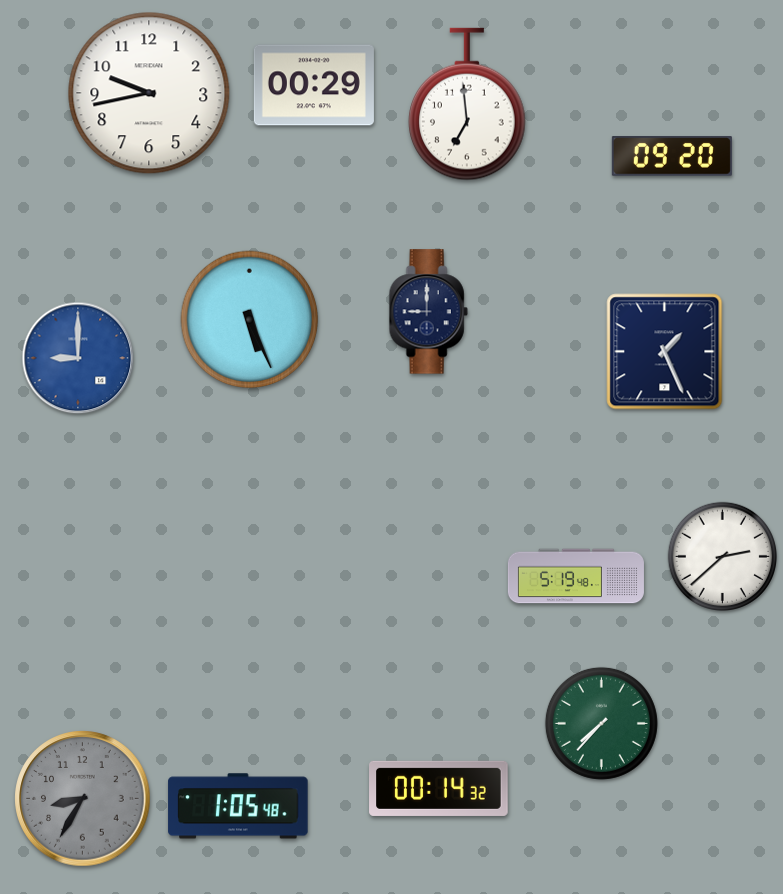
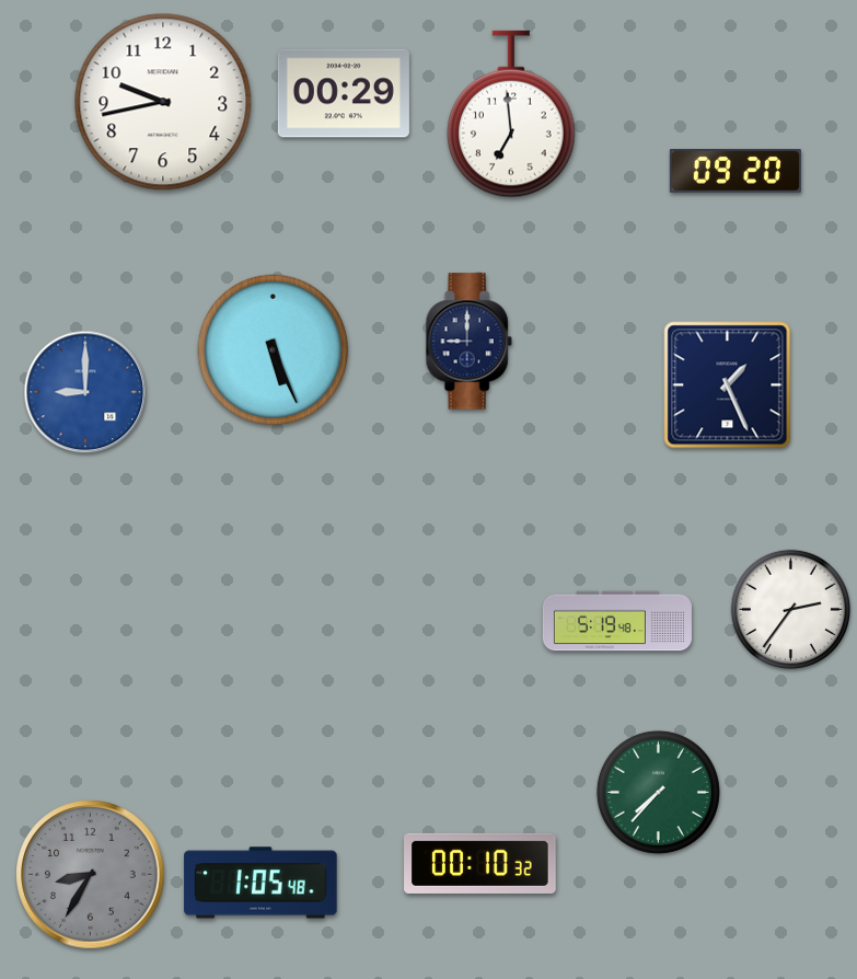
clock at (722, 556): 2:38 -> 2:36
clock at (576, 576) position: (576, 576) -> (617, 621)
clock at (439, 788): 00:14 -> 00:10
